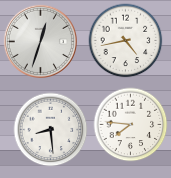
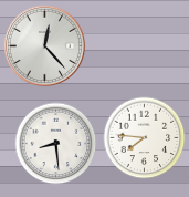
clock at (40, 41): 12:33 -> 12:23
clock at (126, 41): 4:43 -> none
